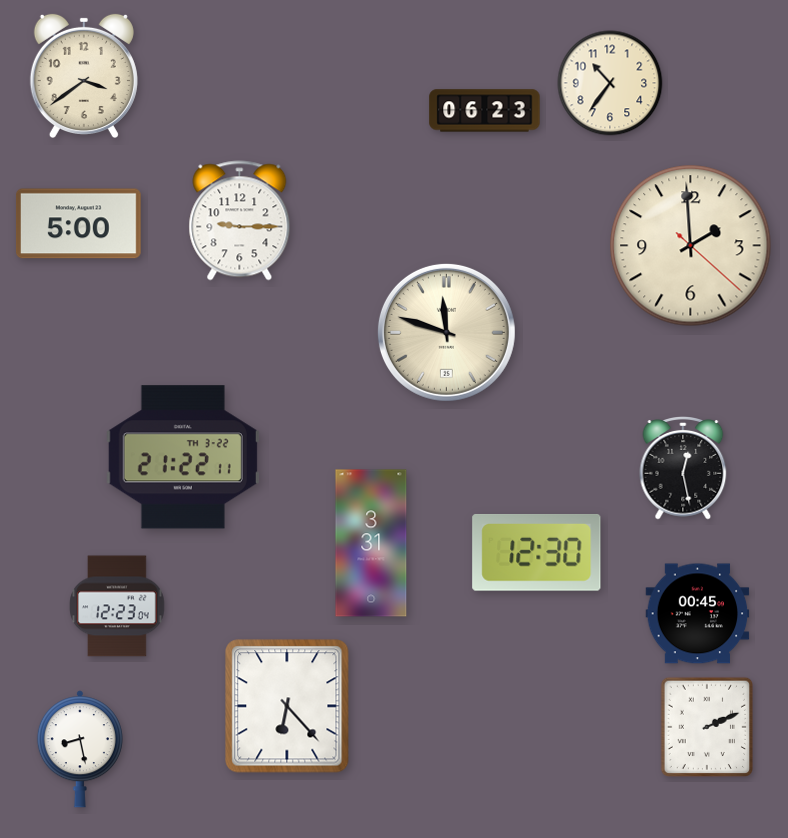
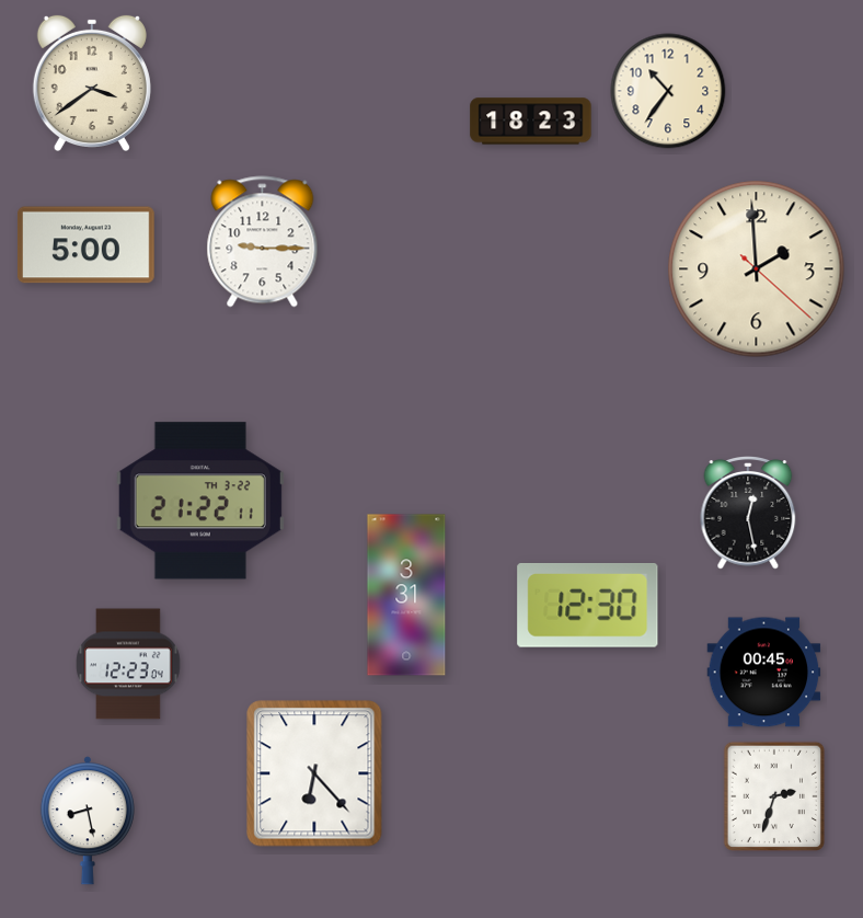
clock at (485, 111): 06:23 -> 18:23
clock at (446, 332): 11:48 -> none
clock at (706, 727): 2:11 -> 2:33
